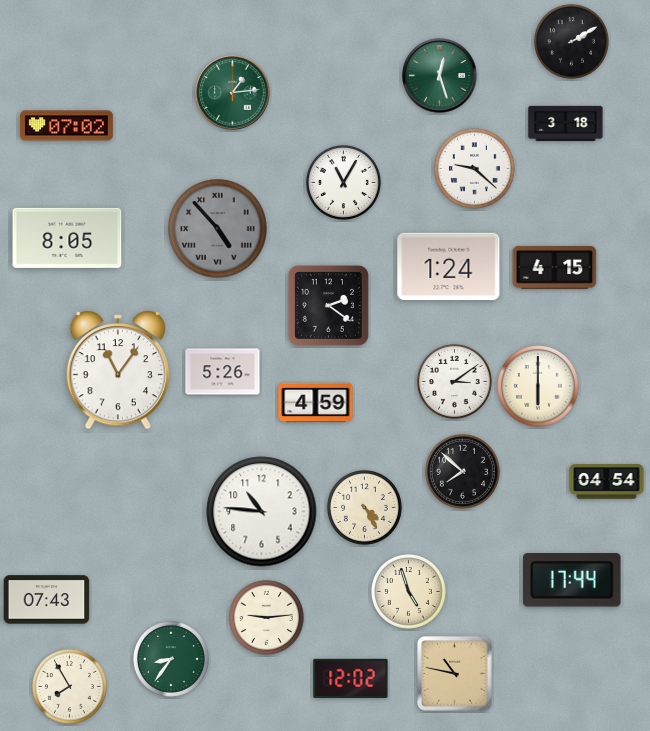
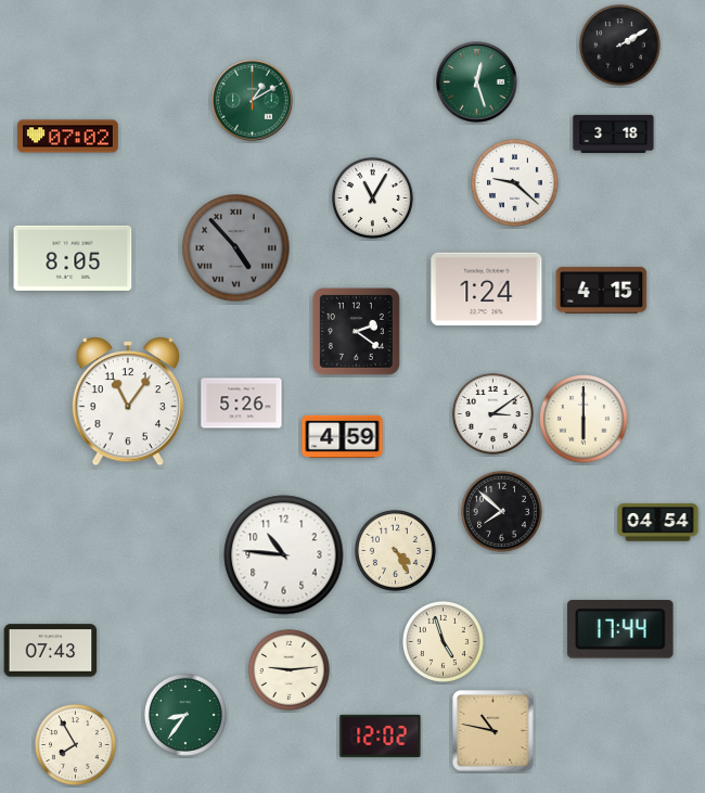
clock at (233, 93): 1:14 -> 1:10
clock at (66, 126) position: (66, 126) -> (67, 137)
